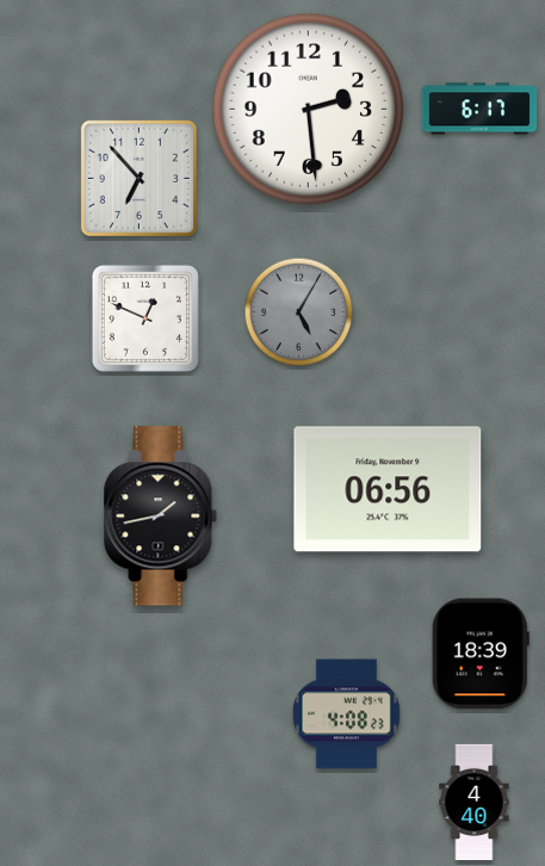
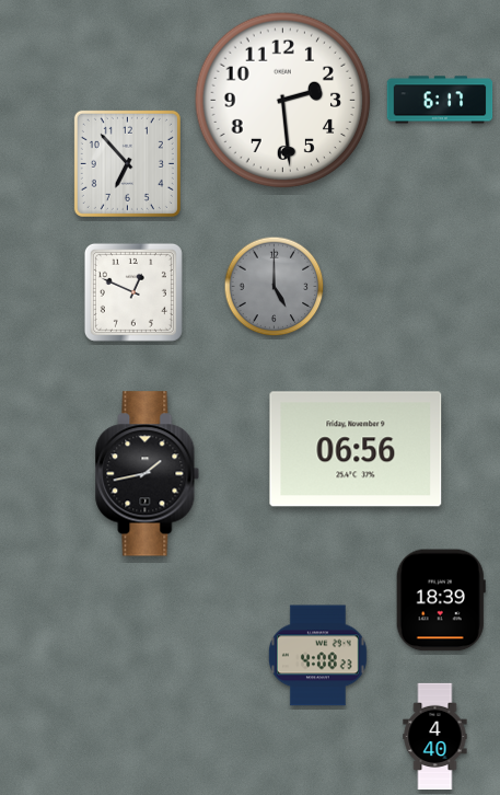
clock at (299, 313): 5:05 -> 5:00
